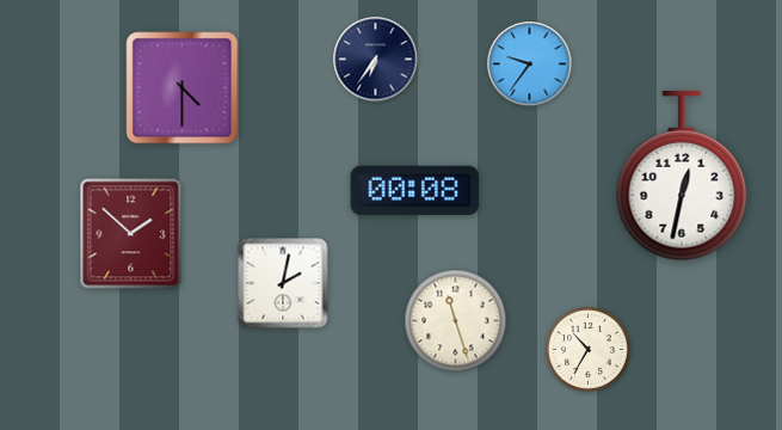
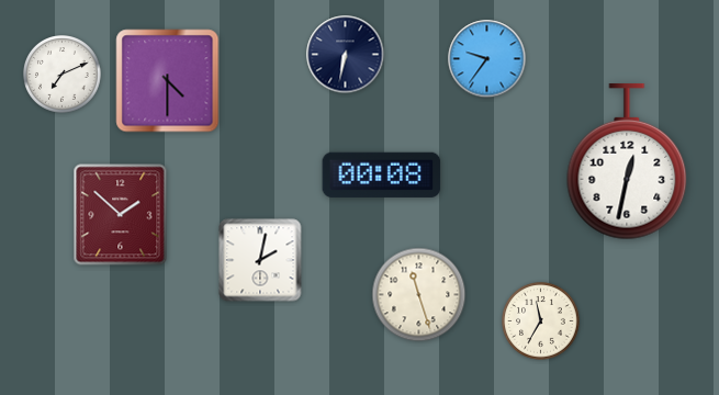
clock at (376, 60): 6:36 -> 6:32
clock at (63, 75): none -> 7:11
clock at (589, 350): 10:35 -> 11:35
